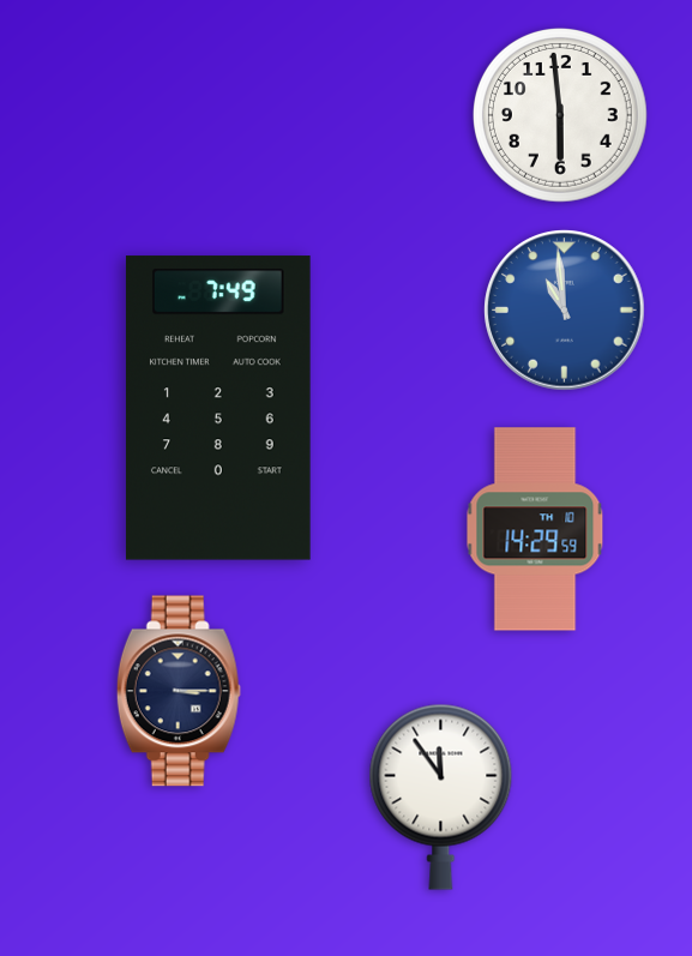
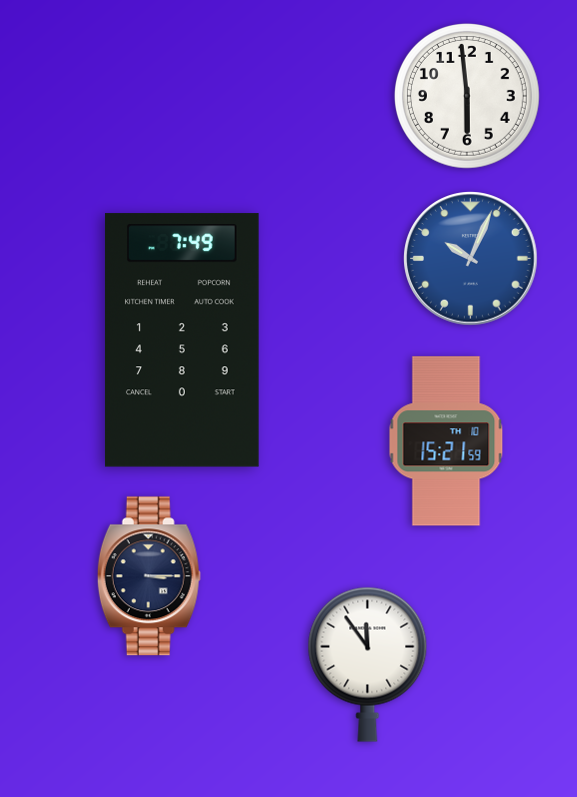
clock at (565, 311): 10:59 -> 10:04
clock at (535, 529): 14:29 -> 15:21
